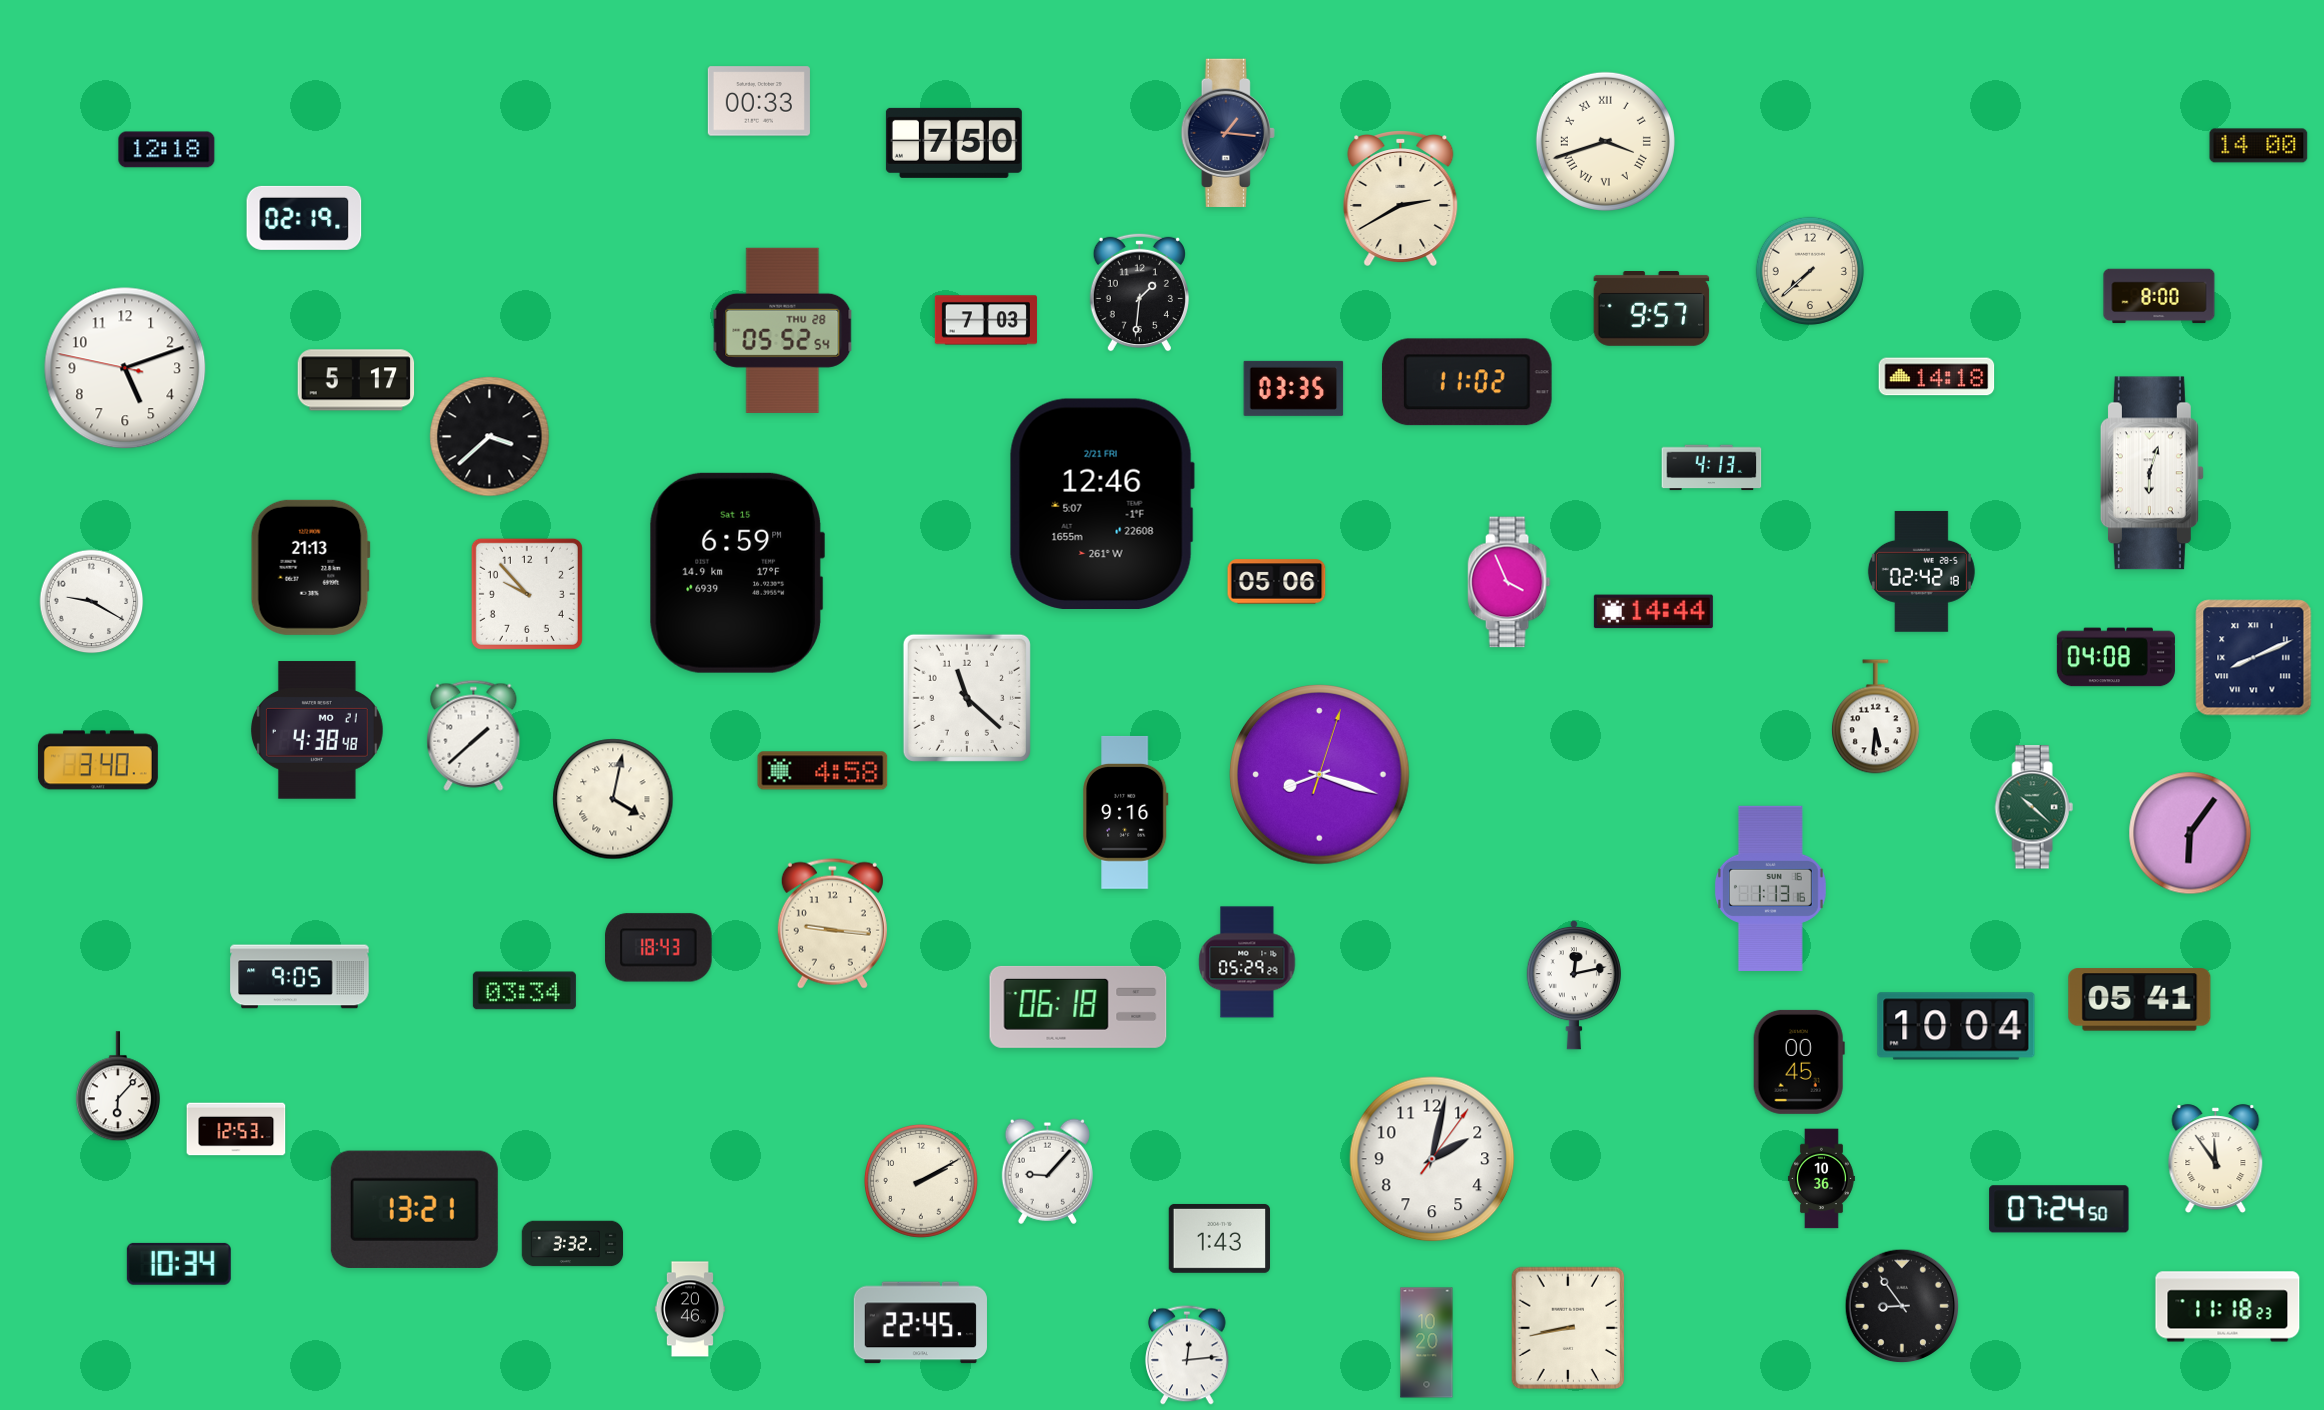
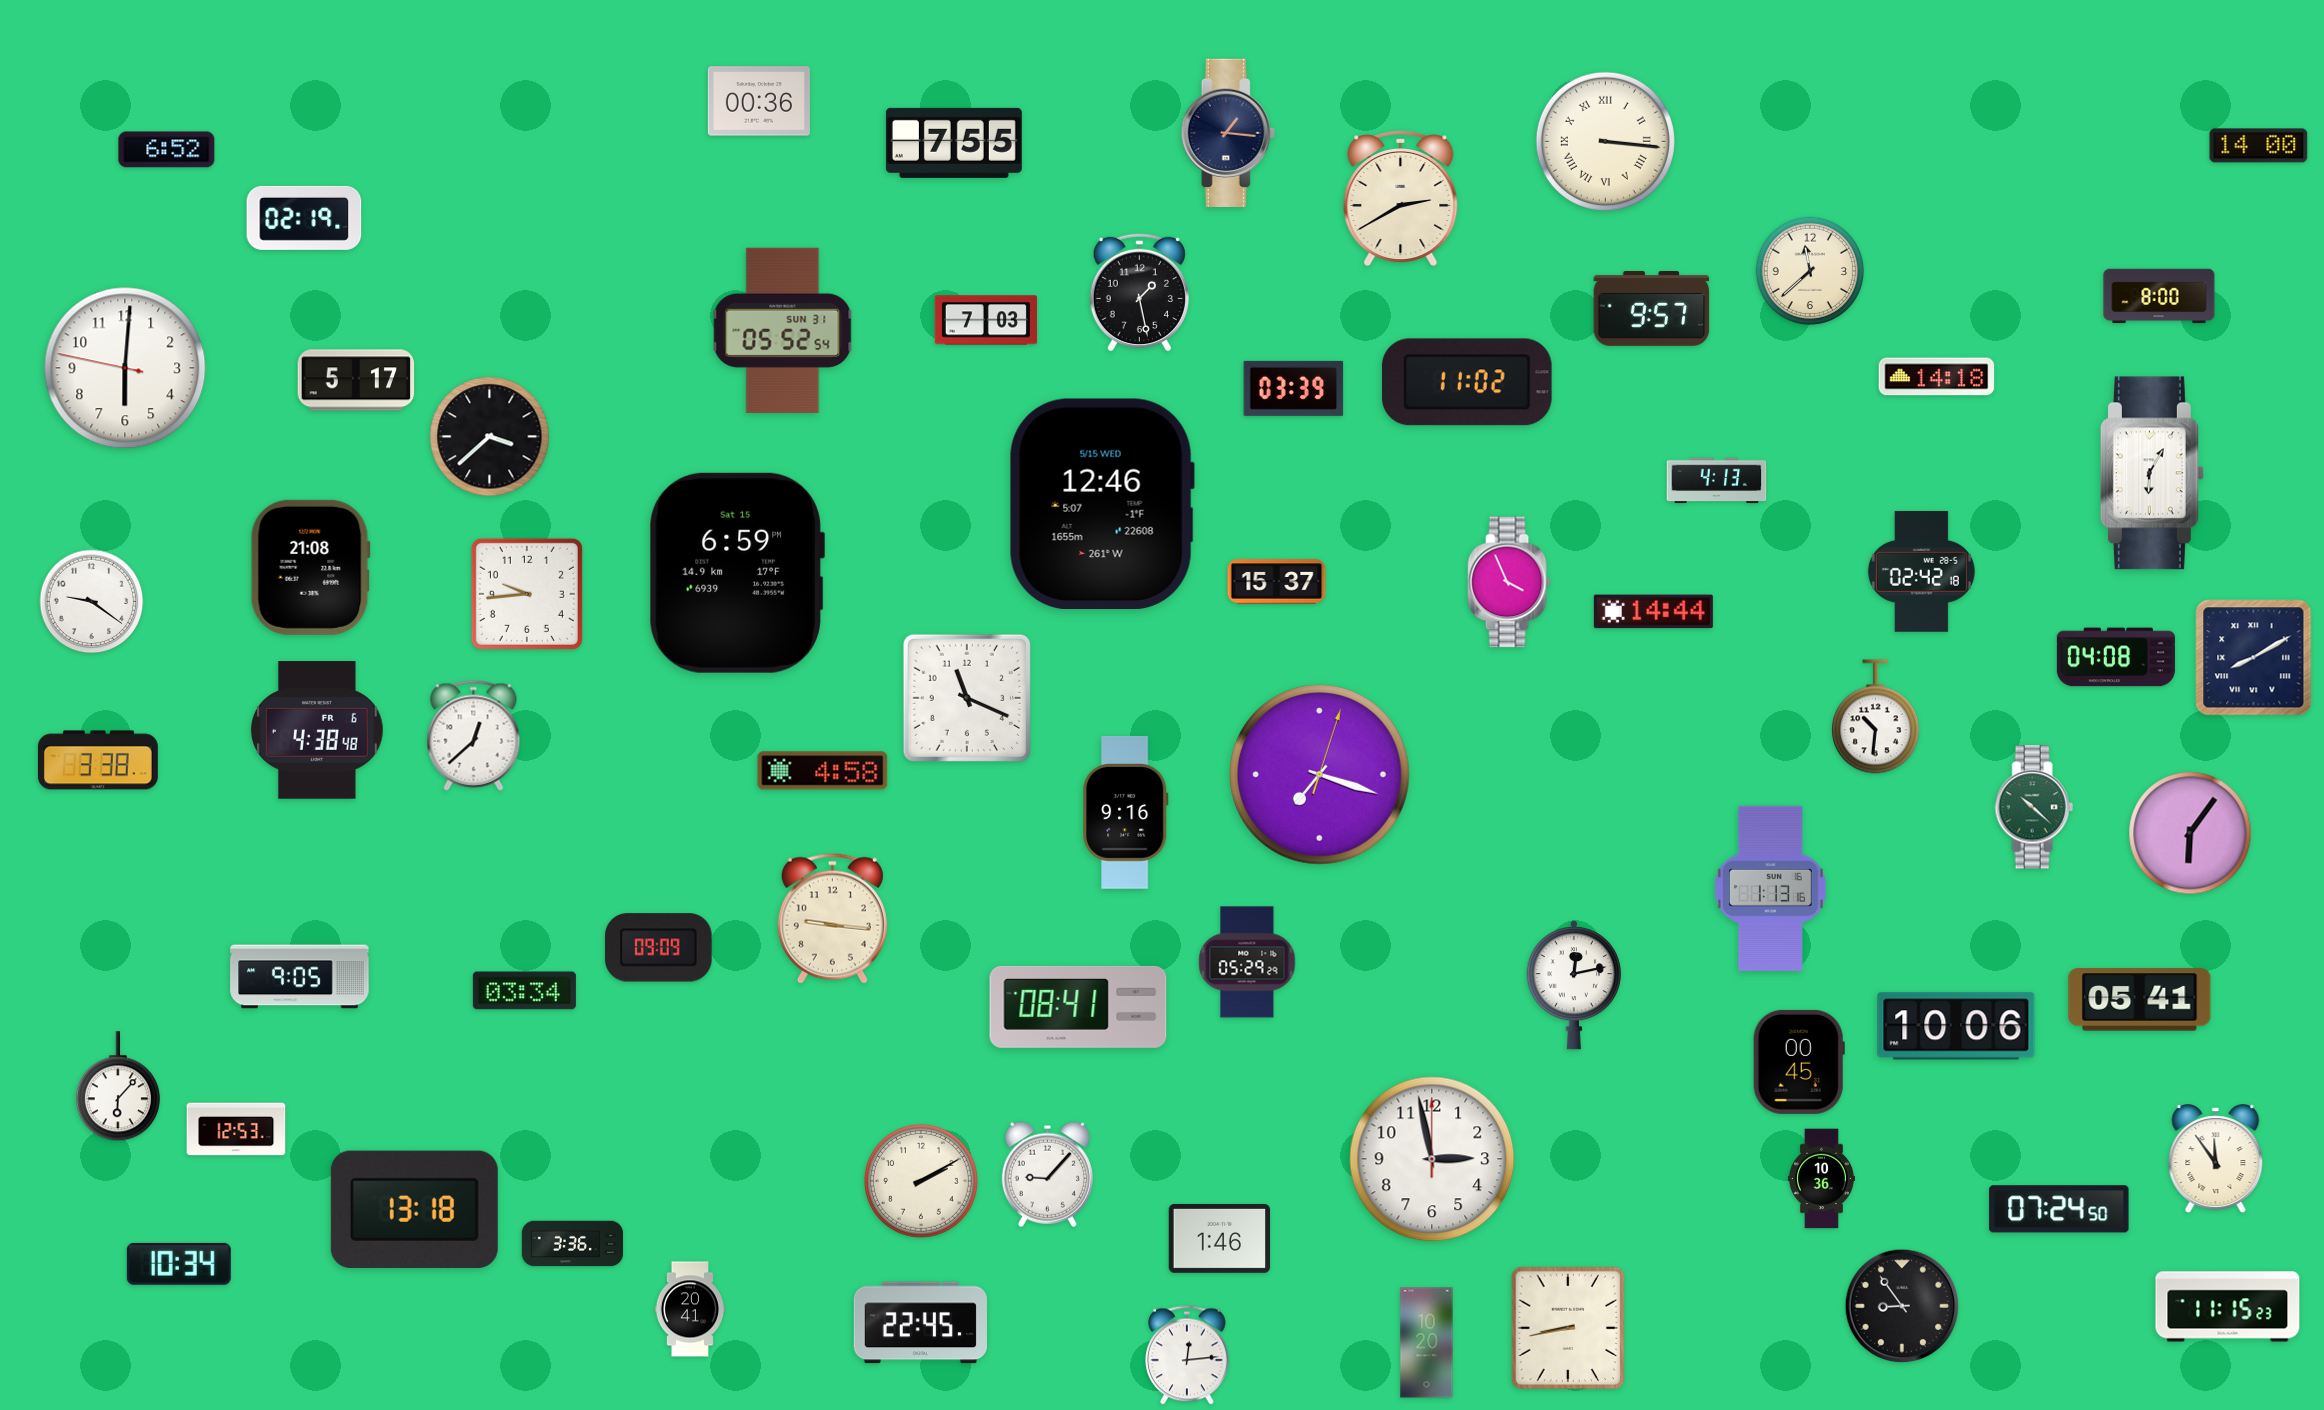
clock at (759, 101): 00:33 -> 00:36
clock at (1605, 141): 3:42 -> 3:16
clock at (954, 143): 7:50 -> 7:55
clock at (167, 150): 12:18 -> 6:52
clock at (1810, 271): 7:38 -> 11:38
clock at (1139, 292): 1:31 -> 1:28
clock at (783, 330) date: THU 28 -> SUN 31
clock at (125, 368): 5:11 -> 6:00
clock at (1294, 388): 03:35 -> 03:39
clock at (1712, 468) position: (1712, 468) -> (1717, 481)
clock at (2152, 473): 6:03 -> 6:05
clock at (1102, 503) date: 2/21 FRI -> 5/15 WED
clock at (310, 567): 21:13 -> 21:08
clock at (1277, 582): 05:06 -> 15:37
clock at (527, 594): 9:53 -> 9:44
clock at (92, 602): 9:20 -> 9:21
clock at (2254, 658): 8:11 -> 8:10
clock at (967, 698): 11:22 -> 11:19
clock at (1875, 717): 5:31 -> 10:31
clock at (317, 730) date: MO 21 -> FR 6
clock at (474, 735): 1:38 -> 12:38
clock at (98, 760): 3:40 -> 3:38
clock at (1320, 775): 8:18 -> 7:18
clock at (613, 799): 4:02 -> none
clock at (832, 923) position: (832, 923) -> (832, 918)
clock at (659, 948): 18:43 -> 09:09
clock at (1078, 1007): 06:18 -> 08:41
clock at (1956, 1026): 10:04 -> 10:06
clock at (1432, 1159): 2:02 -> 2:58
clock at (1047, 1171) position: (1047, 1171) -> (1047, 1174)
clock at (414, 1209): 13:21 -> 13:18
clock at (1219, 1238): 1:43 -> 1:46
clock at (573, 1244): 3:32 -> 3:36
clock at (2228, 1307): 11:18 -> 11:15
clock at (690, 1309): 20:46 -> 20:41
